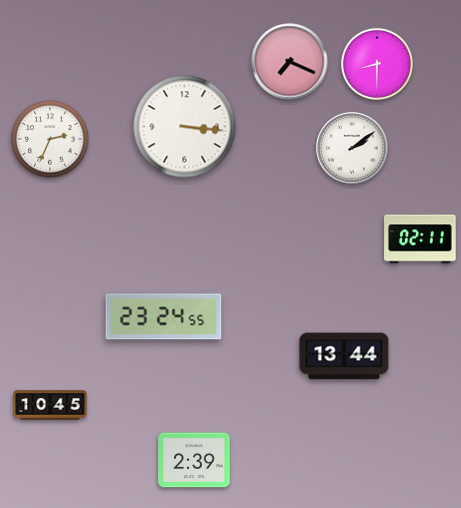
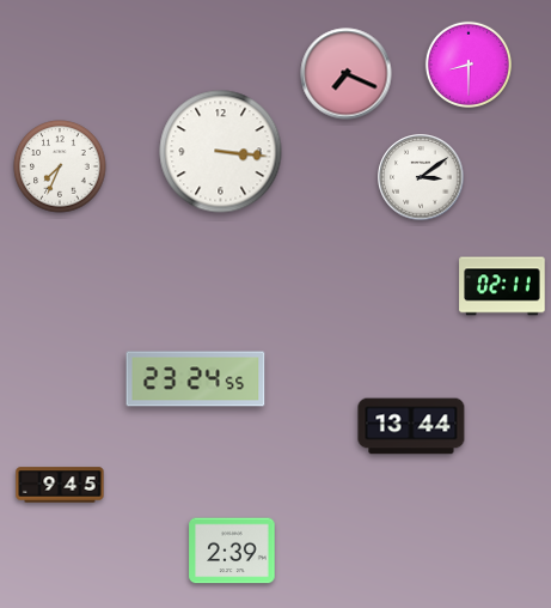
clock at (376, 63) position: (376, 63) -> (467, 63)
clock at (50, 139): 2:34 -> 7:34
clock at (352, 148): 2:09 -> 3:09
clock at (50, 405): 10:45 -> 9:45
